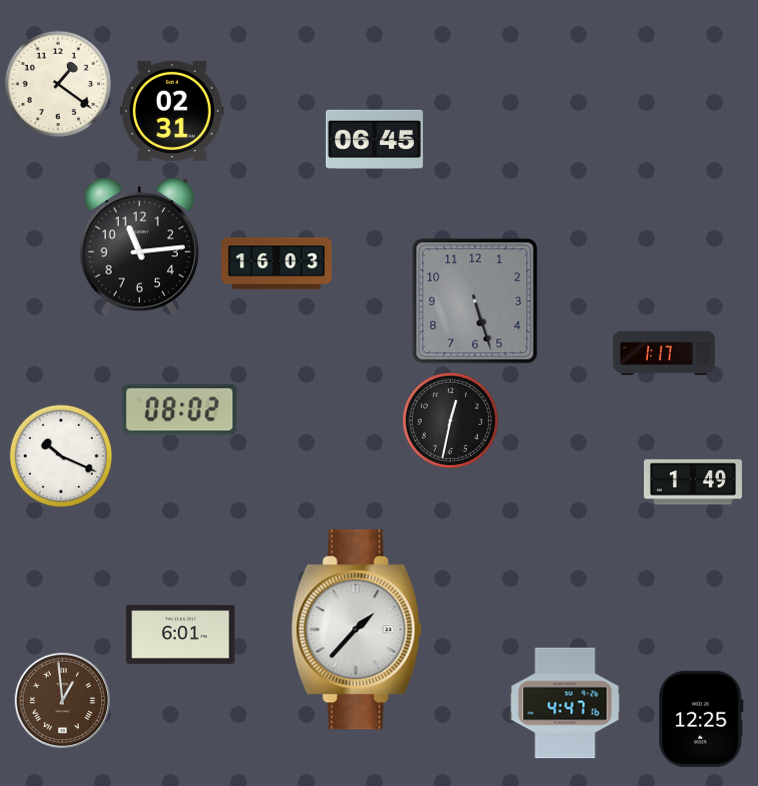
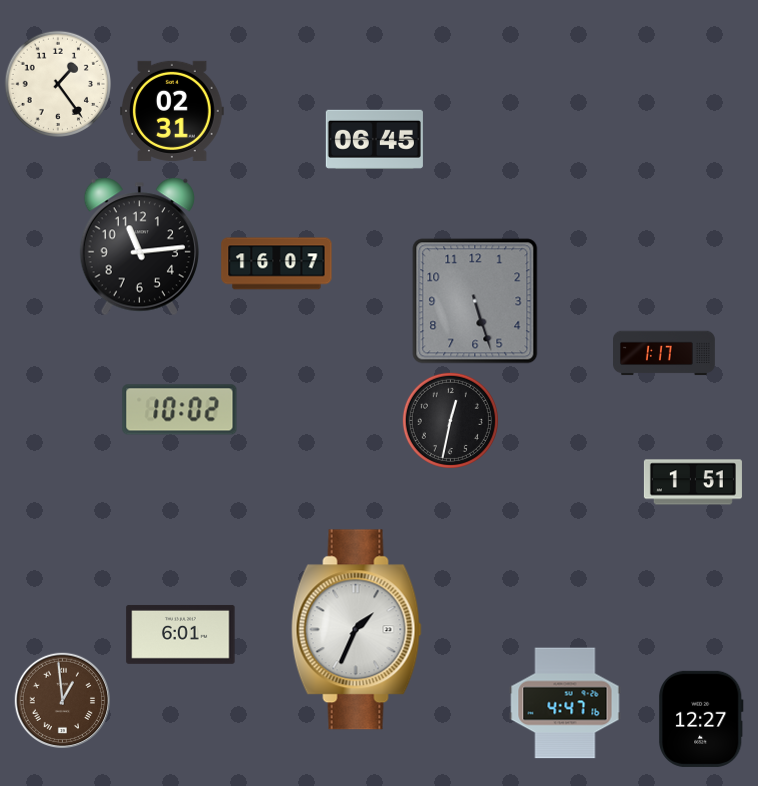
clock at (57, 83): 1:21 -> 1:24
clock at (277, 264): 16:03 -> 16:07
clock at (180, 410): 08:02 -> 10:02
clock at (61, 456): 10:19 -> none
clock at (693, 482): 1:49 -> 1:51
clock at (356, 630): 1:37 -> 1:34
clock at (701, 719): 12:25 -> 12:27
